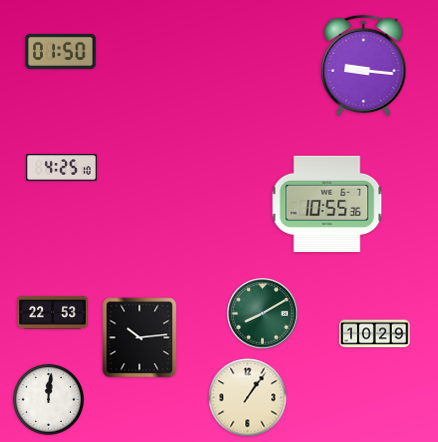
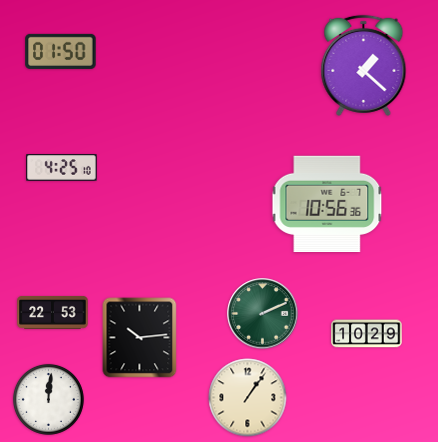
clock at (364, 65): 9:16 -> 1:22
clock at (327, 203): 10:55 -> 10:56
clock at (263, 314): 8:10 -> 2:11
clock at (375, 334) position: (375, 334) -> (367, 334)
